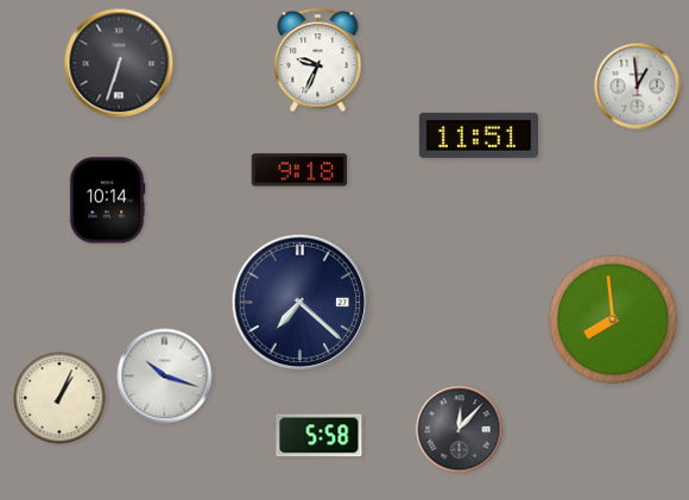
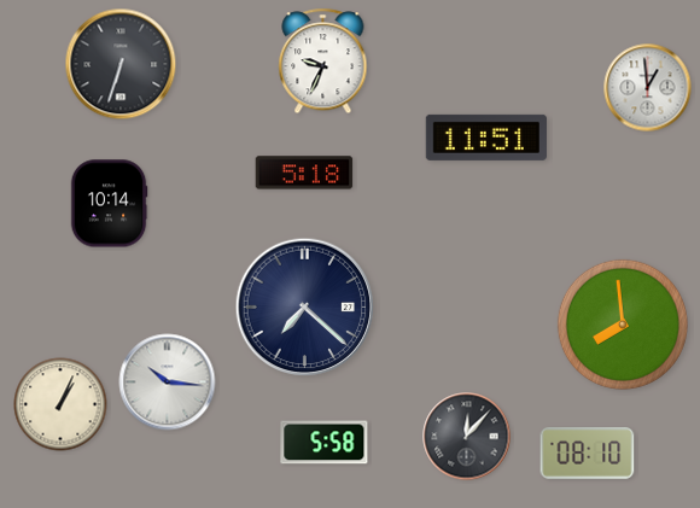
clock at (299, 170): 9:18 -> 5:18
clock at (165, 376): 10:18 -> 10:16
clock at (588, 454): none -> 08:10
